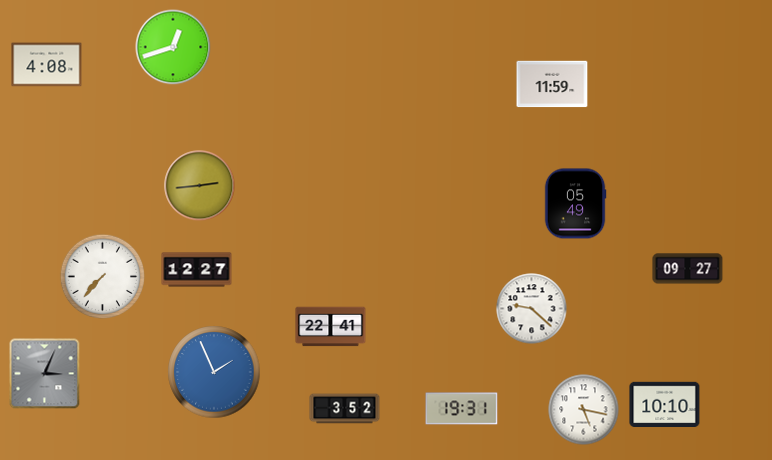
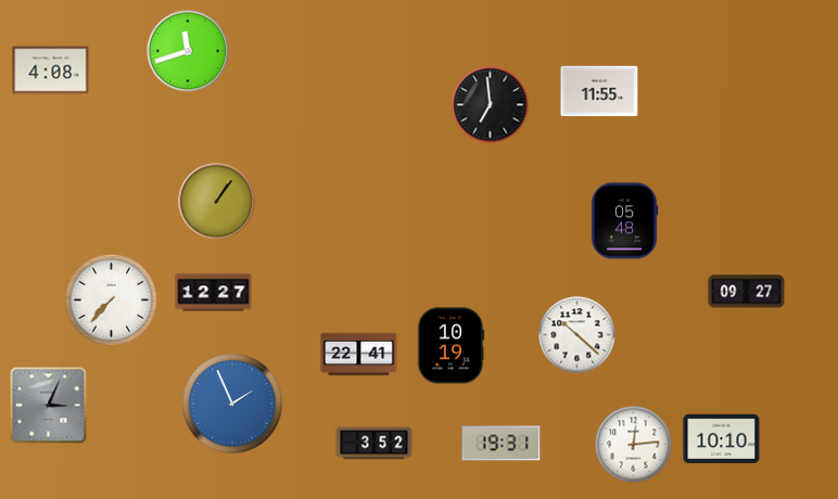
clock at (173, 47): 12:42 -> 11:42
clock at (552, 84): 11:59 -> 11:55
clock at (491, 105): none -> 6:59
clock at (200, 186): 2:44 -> 1:06
clock at (575, 204): 05:49 -> 05:48
clock at (532, 309): 9:22 -> 10:22
clock at (450, 346): none -> 10:19
clock at (584, 410): 5:17 -> 12:14
